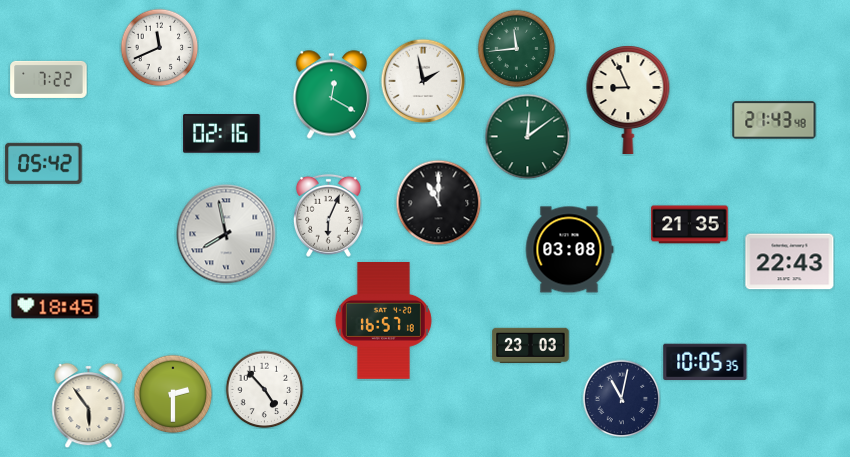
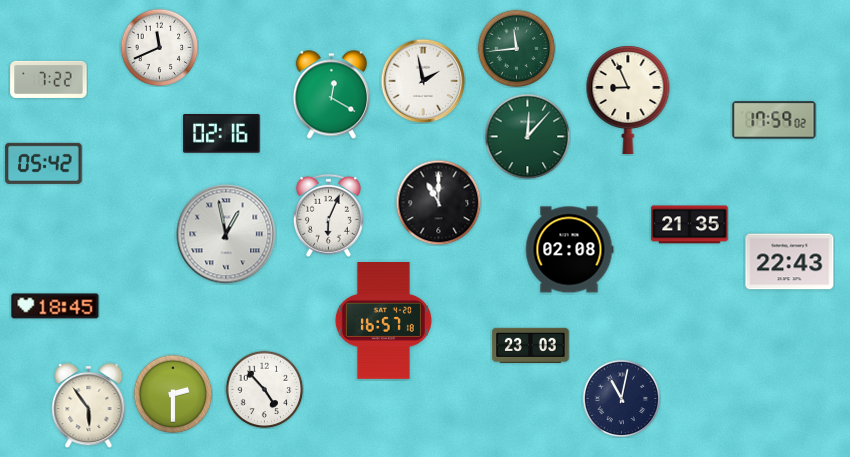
clock at (774, 120): 21:43 -> 17:59
clock at (527, 136): 12:09 -> 12:07
clock at (226, 234): 7:58 -> 12:58
clock at (569, 250): 03:08 -> 02:08
clock at (705, 361): 10:05 -> none
